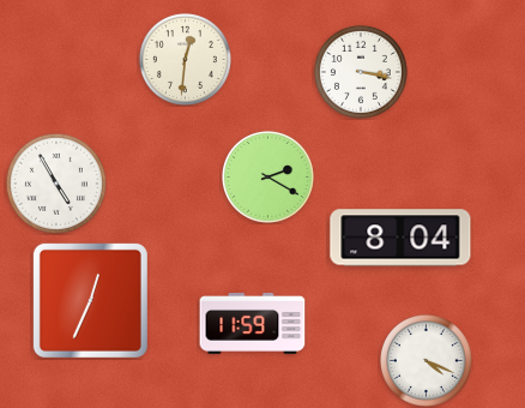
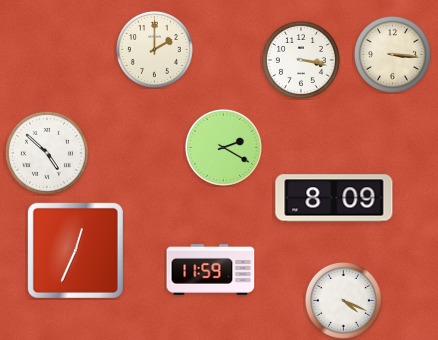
clock at (185, 59): 12:31 -> 2:00
clock at (392, 54): none -> 3:16
clock at (56, 184): 4:55 -> 4:52
clock at (400, 238): 8:04 -> 8:09
clock at (426, 360) position: (426, 360) -> (343, 300)
